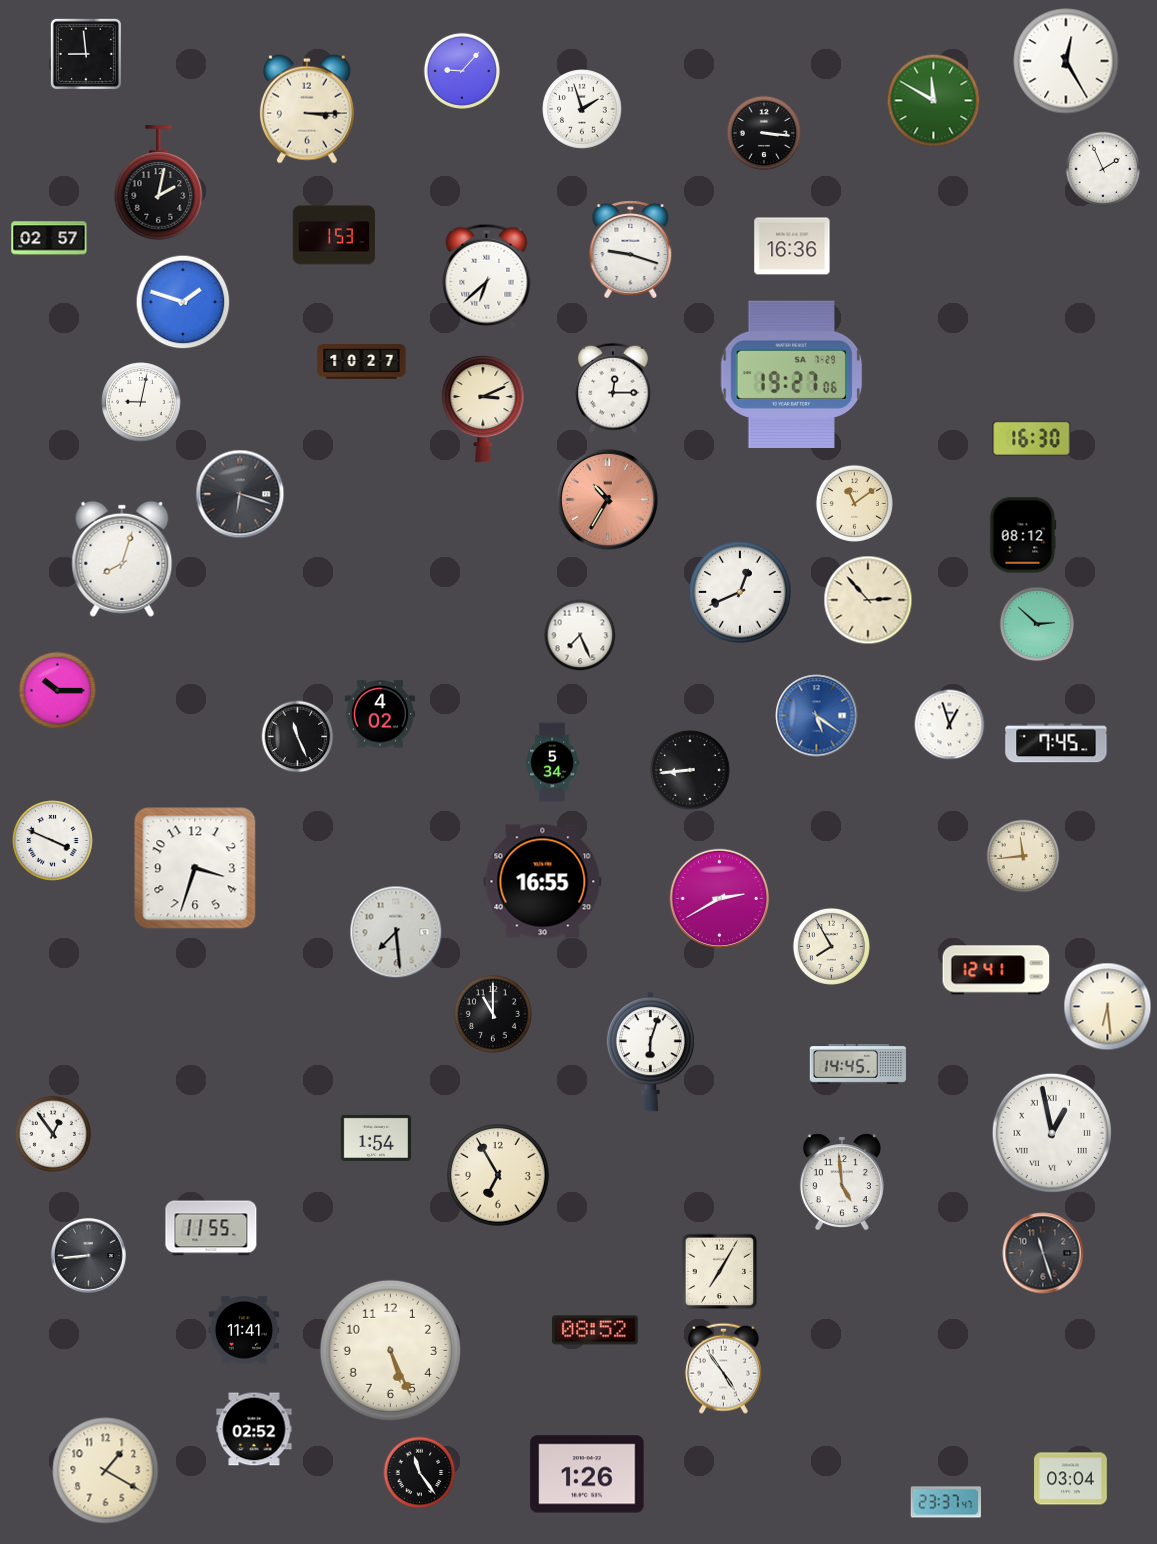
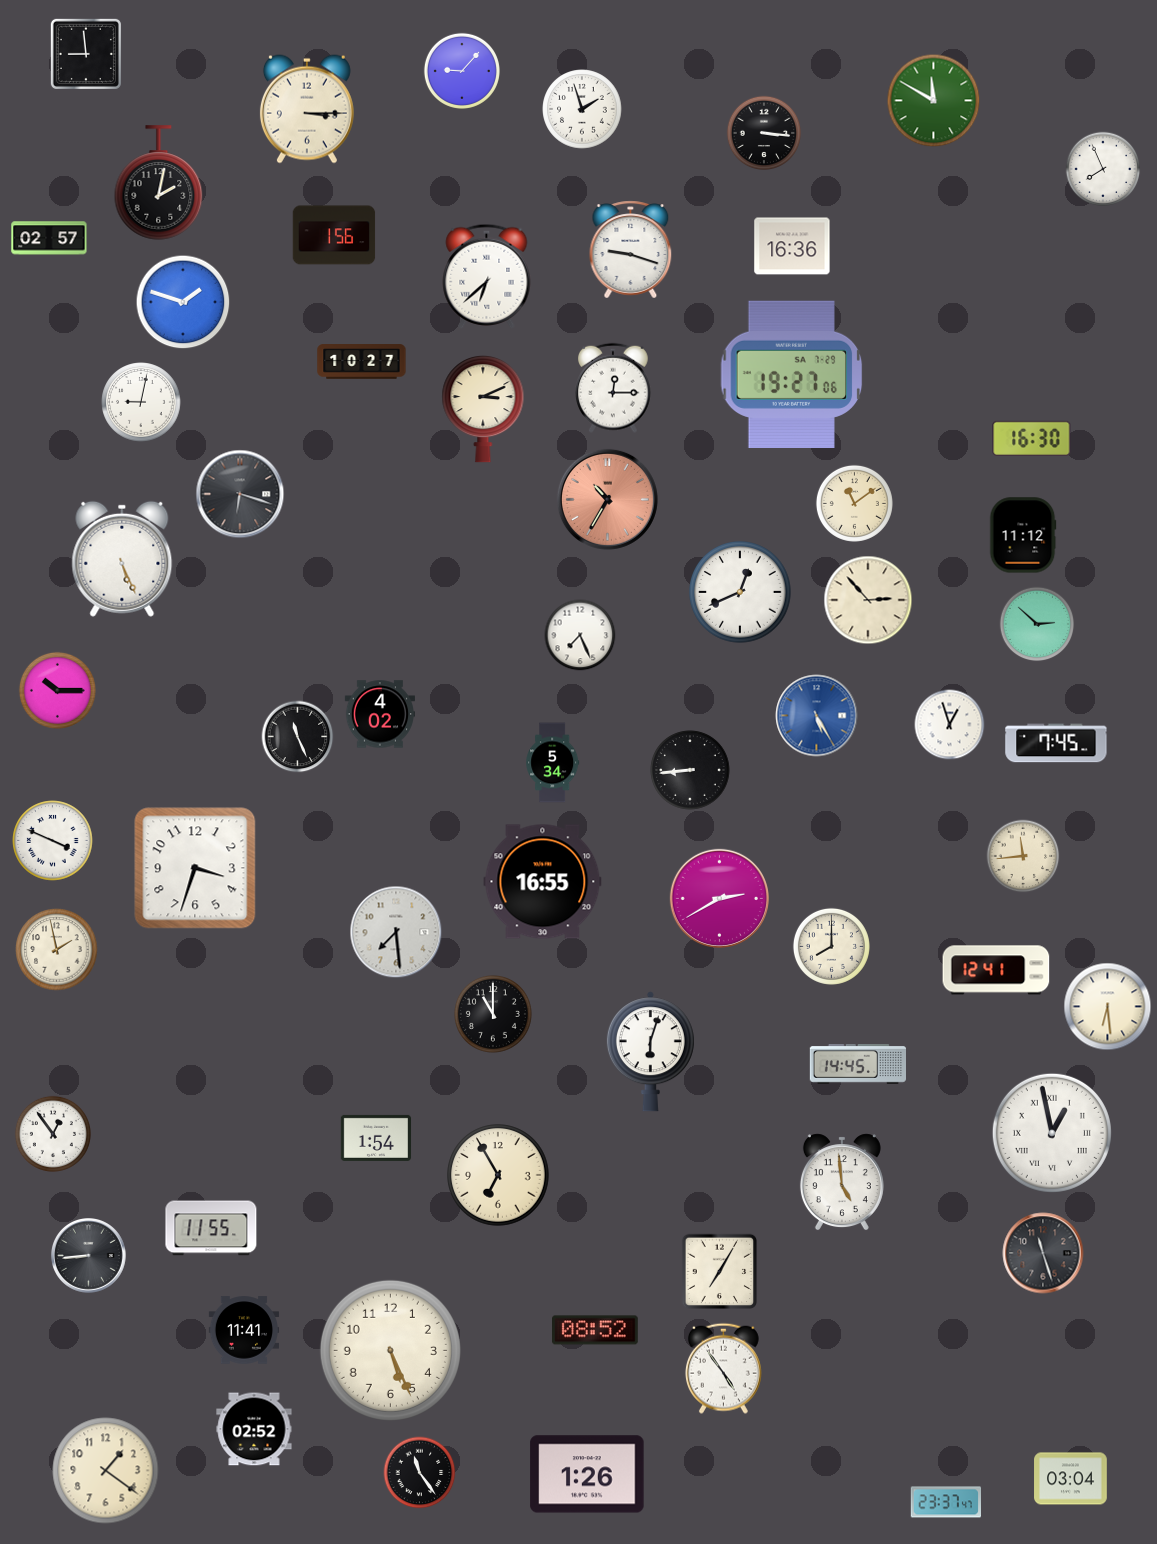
clock at (1066, 61): 12:25 -> none
clock at (1103, 169): 1:56 -> 7:56
clock at (334, 235): 1:53 -> 1:56
clock at (1023, 535): 08:12 -> 11:12
clock at (122, 559): 8:03 -> 5:26
clock at (817, 716): 5:21 -> 5:25
clock at (831, 946): 7:55 -> 8:00
clock at (57, 950): none -> 1:58
clock at (106, 1471): 1:20 -> 1:21
